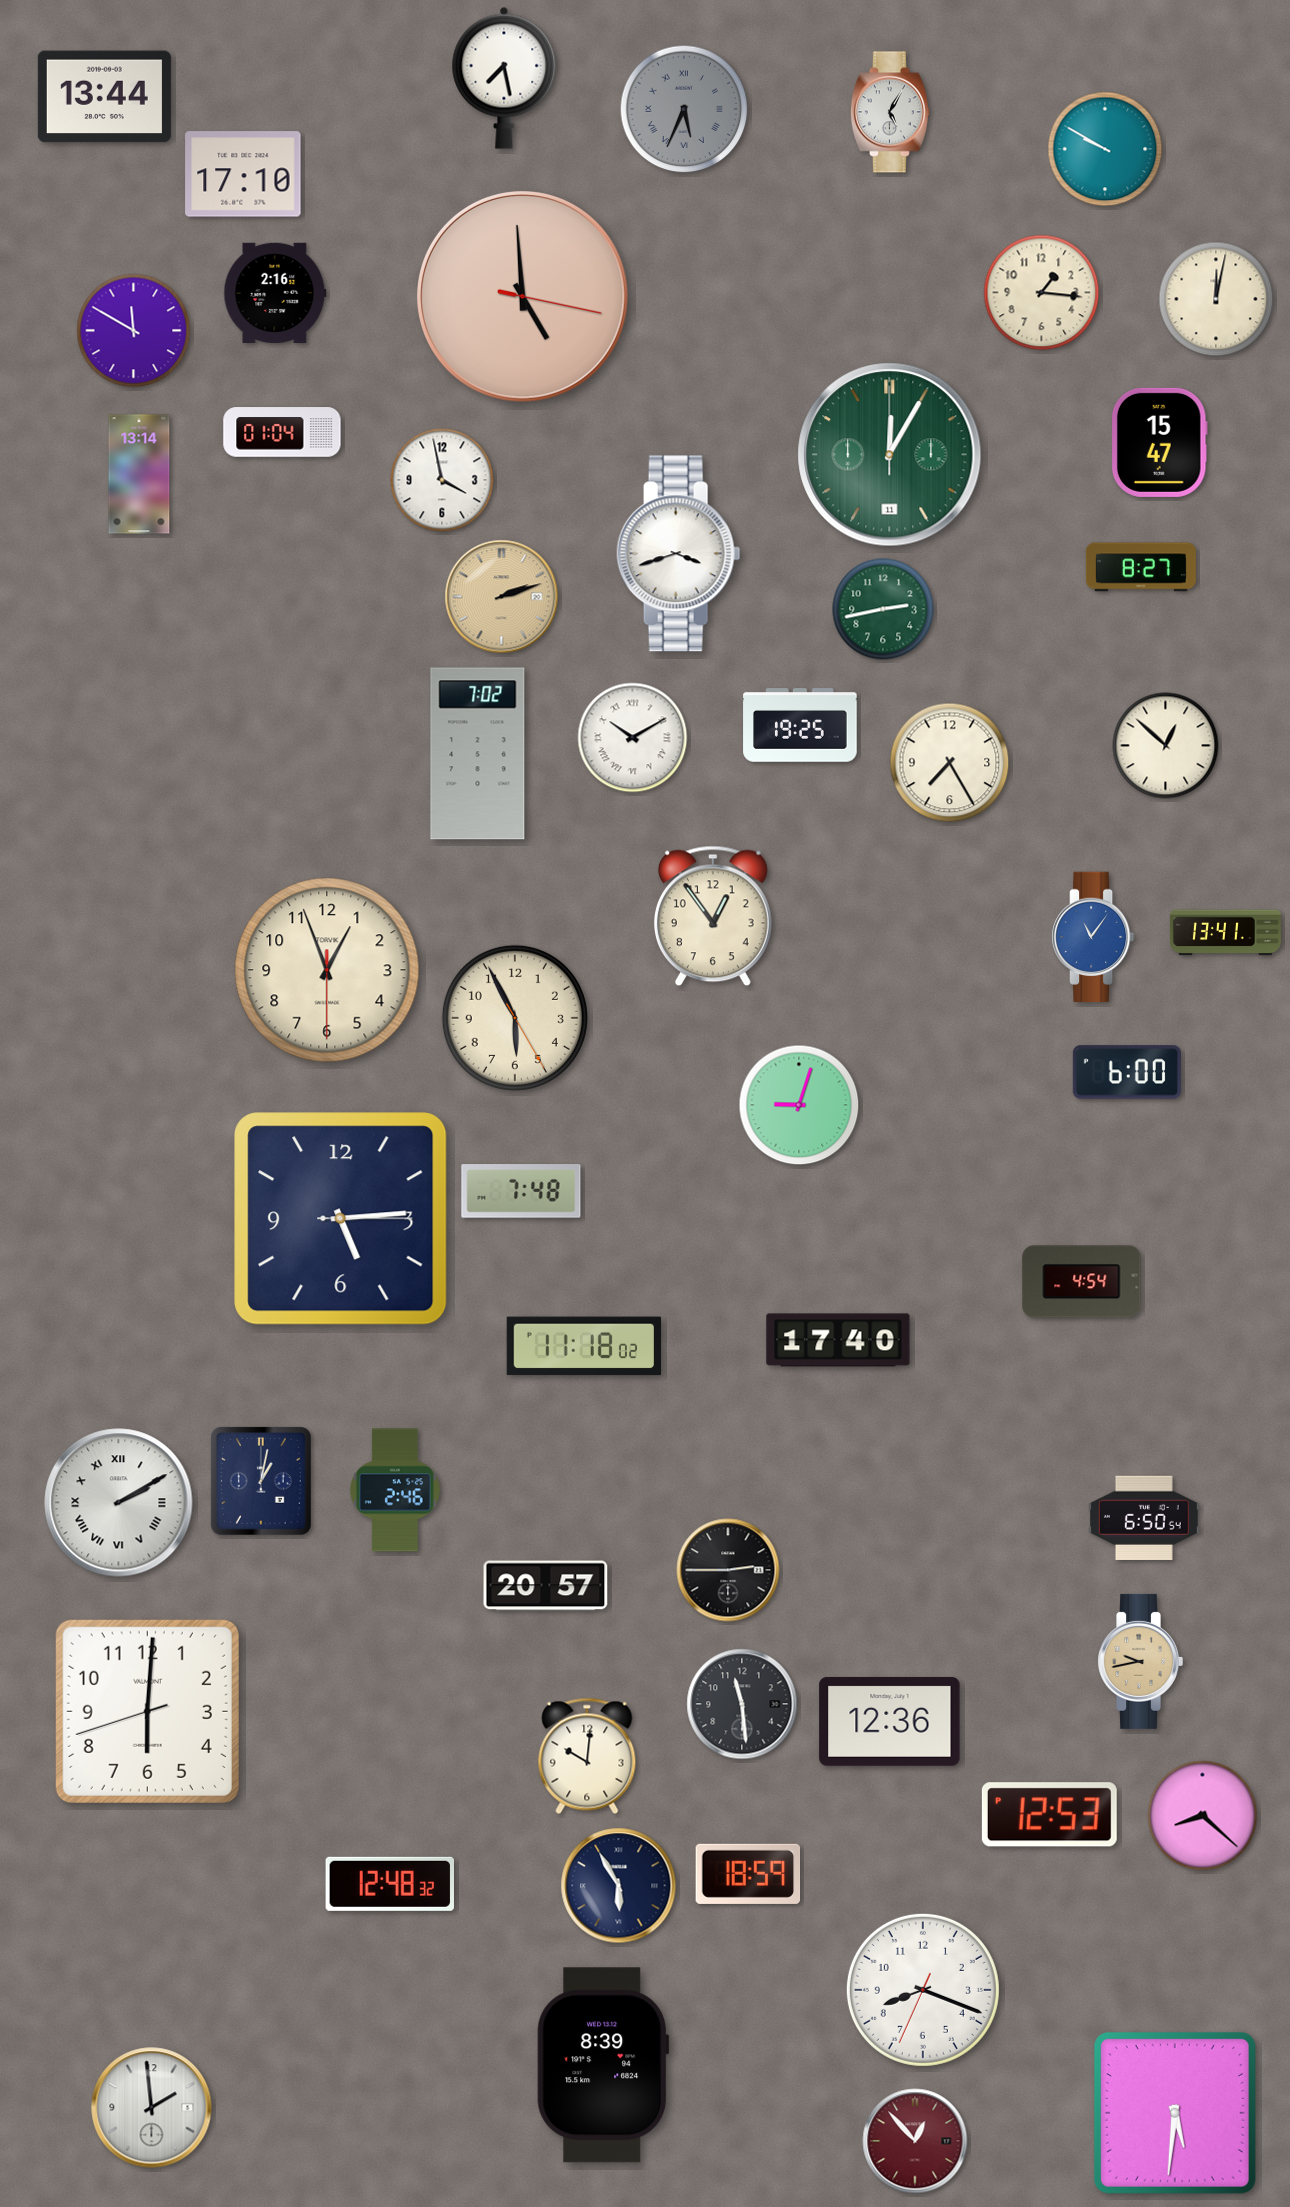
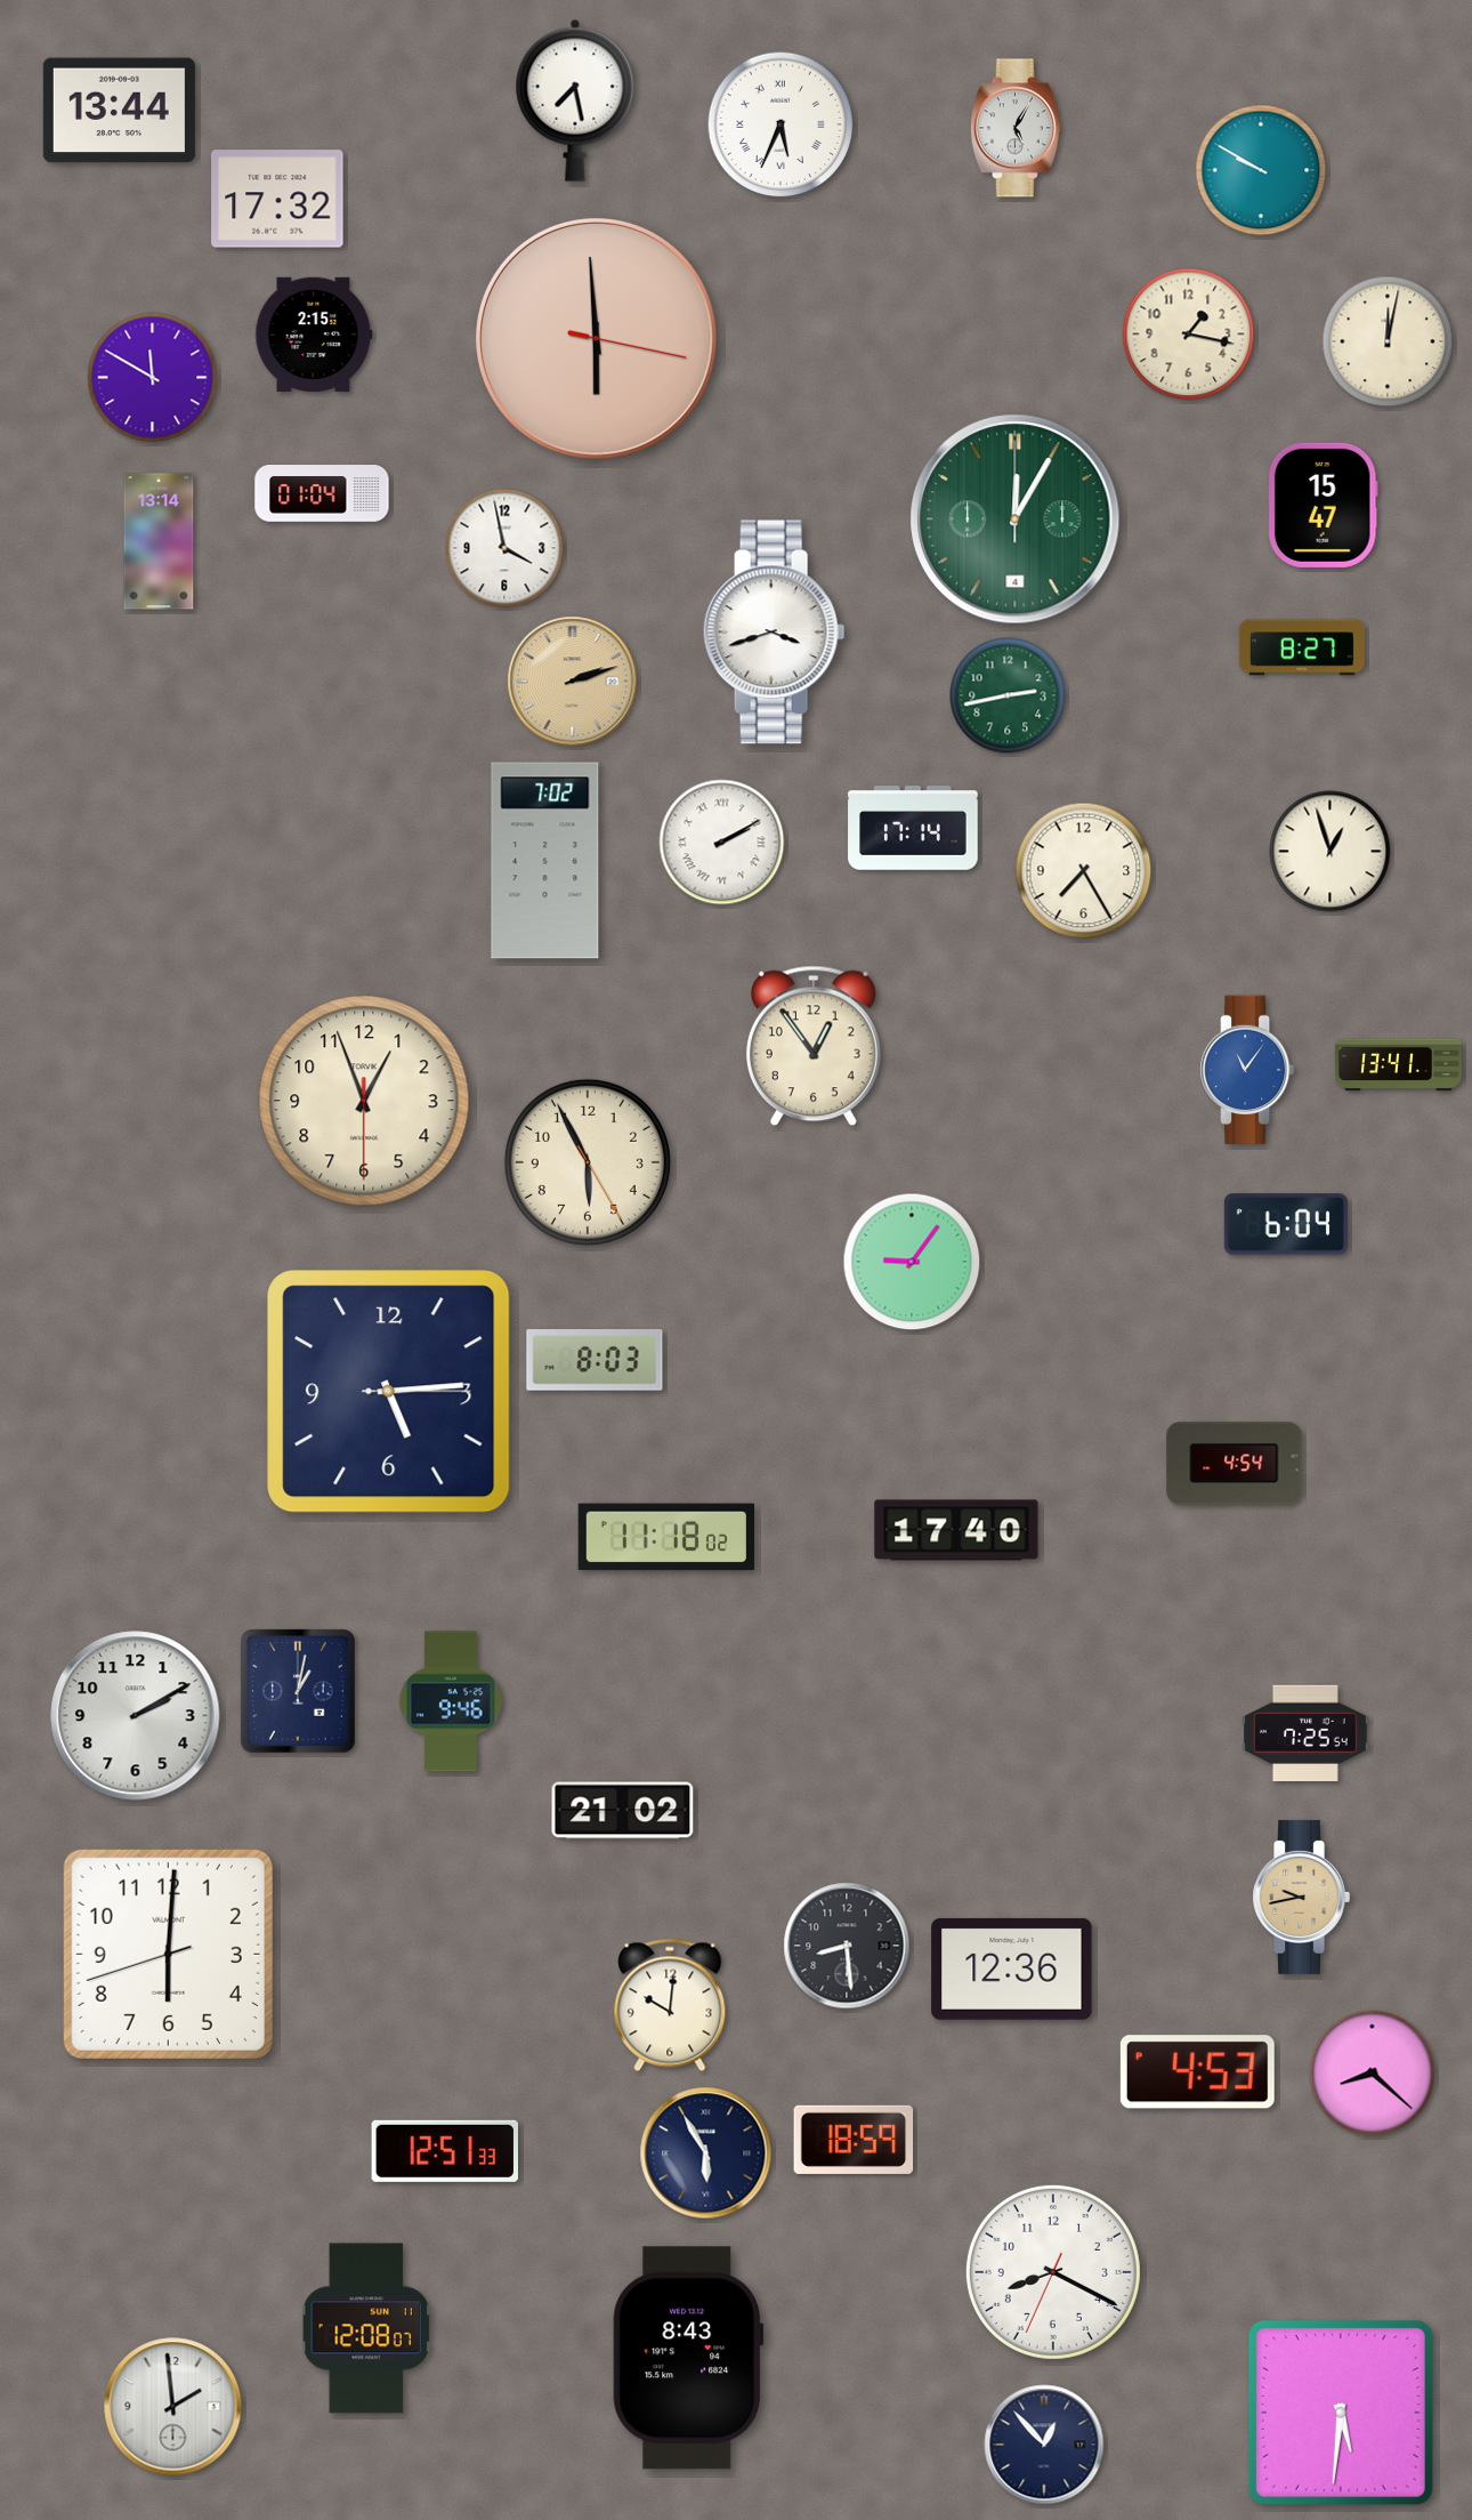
clock at (504, 78) position: (504, 78) -> (575, 100)
clock at (684, 109) dial: grey -> white
clock at (243, 174): 17:10 -> 17:32
clock at (275, 292): 2:16 -> 2:15
clock at (1042, 293): 1:16 -> 1:17
clock at (523, 297): 4:59 -> 5:59
clock at (890, 455) date: 11 -> 4
clock at (800, 725): 19:25 -> 17:14
clock at (633, 738): 10:10 -> 2:10
clock at (1166, 746): 12:52 -> 12:57
clock at (327, 970) position: (327, 970) -> (364, 1101)
clock at (1127, 1072): 6:00 -> 6:04
clock at (799, 1105): 9:03 -> 9:06
clock at (521, 1191): 7:48 -> 8:03
clock at (395, 1490): 2:46 -> 9:46
clock at (119, 1503) numerals: Roman -> Arabic
clock at (1144, 1517): 6:50 -> 7:25
clock at (728, 1570): 2:45 -> none
clock at (546, 1586): 20:57 -> 21:02
clock at (742, 1704): 11:29 -> 8:29
clock at (890, 1721) position: (890, 1721) -> (1012, 1969)
clock at (1049, 1815): 12:53 -> 4:53
clock at (390, 1884): 12:48 -> 12:51
clock at (923, 1990): 8:18 -> 8:19
clock at (366, 2328): none -> 12:08
clock at (603, 2065): 8:39 -> 8:43
clock at (915, 2141) dial: burgundy -> navy
